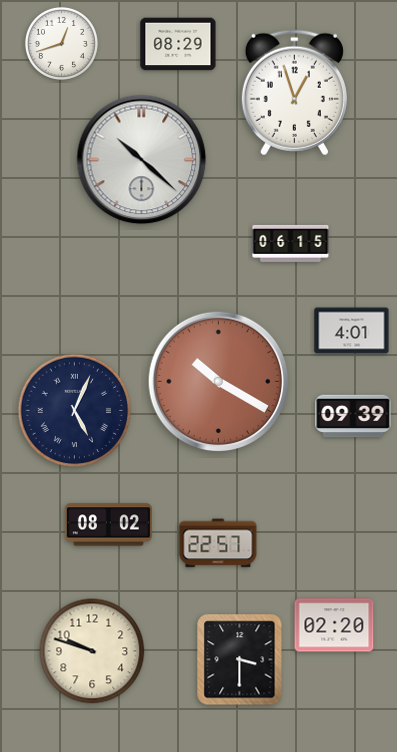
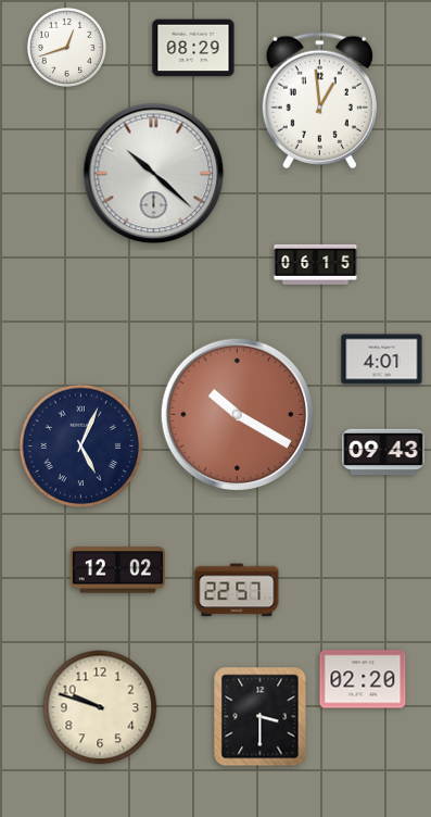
clock at (294, 93): 12:57 -> 12:59
clock at (353, 416): 09:39 -> 09:43
clock at (108, 525): 08:02 -> 12:02
